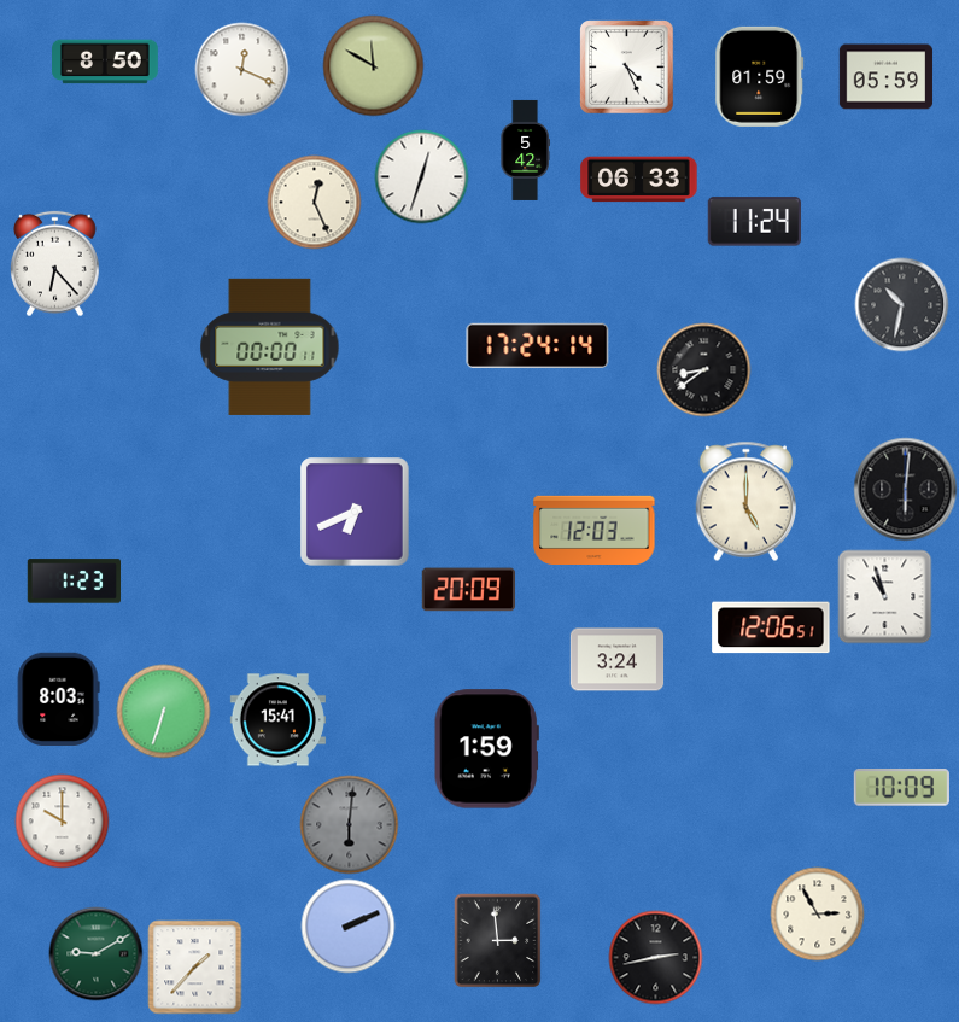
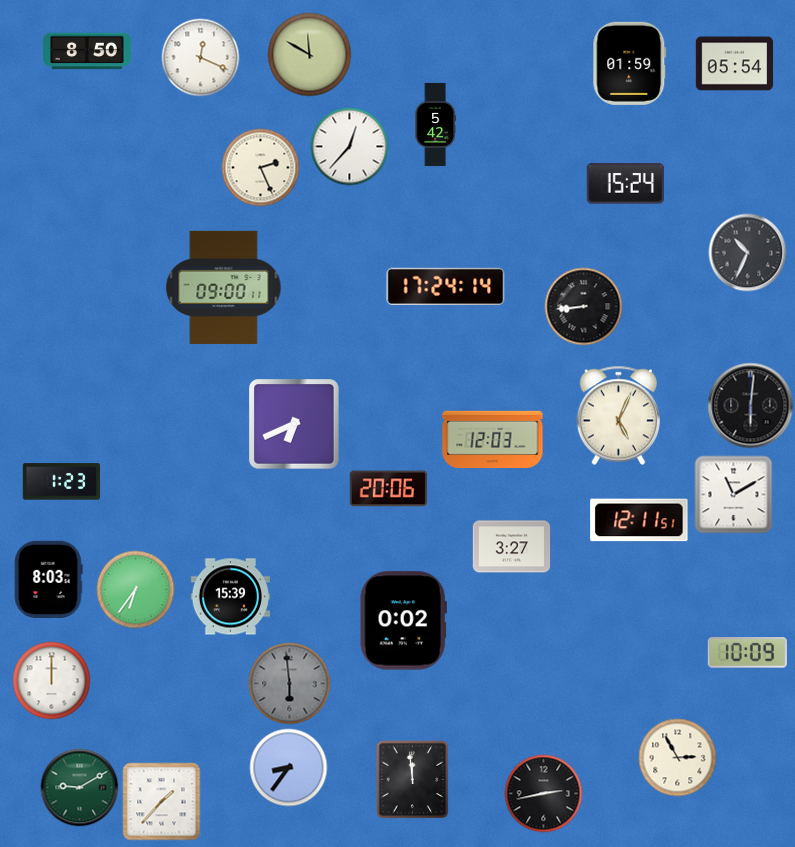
clock at (626, 66): 4:26 -> none
clock at (885, 77): 05:59 -> 05:54
clock at (421, 176): 12:33 -> 12:37
clock at (639, 180): 06:33 -> none
clock at (314, 202): 12:26 -> 2:26
clock at (754, 222): 11:24 -> 15:24
clock at (55, 263): 6:23 -> none
clock at (901, 304): 10:32 -> 10:34
clock at (270, 346): 00:00 -> 09:00
clock at (703, 369): 8:39 -> 8:44
clock at (745, 501): 5:00 -> 5:04
clock at (468, 590): 20:09 -> 20:06
clock at (884, 596): 10:57 -> 11:10
clock at (771, 627): 12:06 -> 12:11
clock at (616, 660): 3:24 -> 3:27
clock at (163, 711): 6:33 -> 6:36
clock at (277, 720): 15:41 -> 15:39
clock at (486, 749): 1:59 -> 0:02
clock at (62, 820): 10:00 -> 12:00
clock at (349, 824): 6:01 -> 5:59
clock at (347, 925): 2:11 -> 8:36
clock at (498, 940): 2:59 -> 11:59
clock at (95, 953) position: (95, 953) -> (79, 787)
